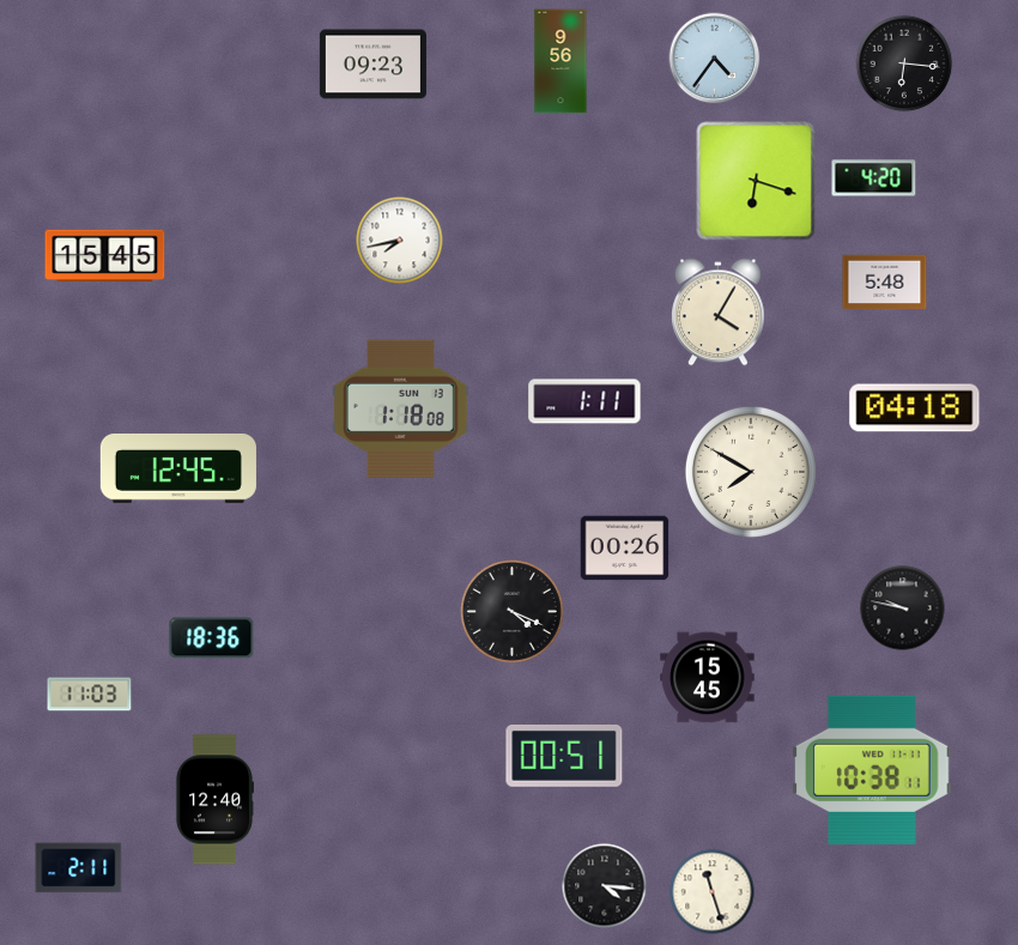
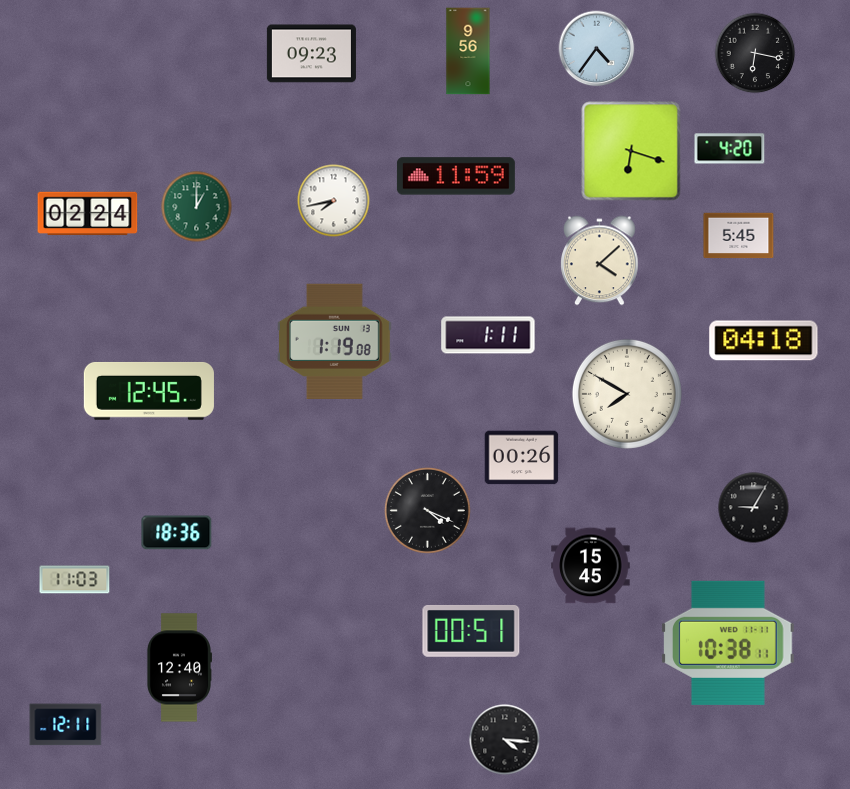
clock at (904, 63): 6:16 -> 6:17
clock at (456, 176): none -> 11:59
clock at (197, 207): none -> 1:00
clock at (105, 256): 15:45 -> 02:24
clock at (885, 283): 5:48 -> 5:45
clock at (719, 313): 4:05 -> 4:08
clock at (401, 410): 1:18 -> 1:19
clock at (903, 608): 9:47 -> 9:05
clock at (79, 868): 2:11 -> 12:11
clock at (713, 892): 11:27 -> none
